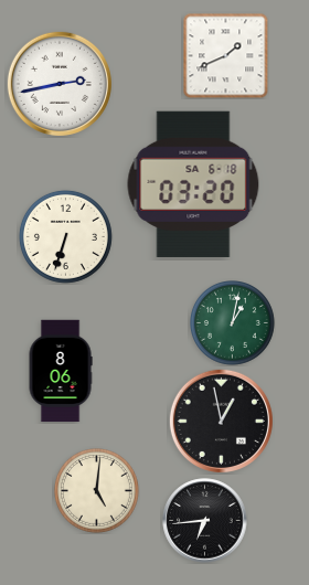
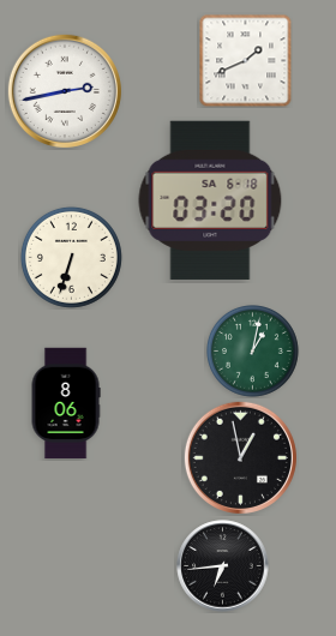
clock at (97, 491): 5:01 -> none
